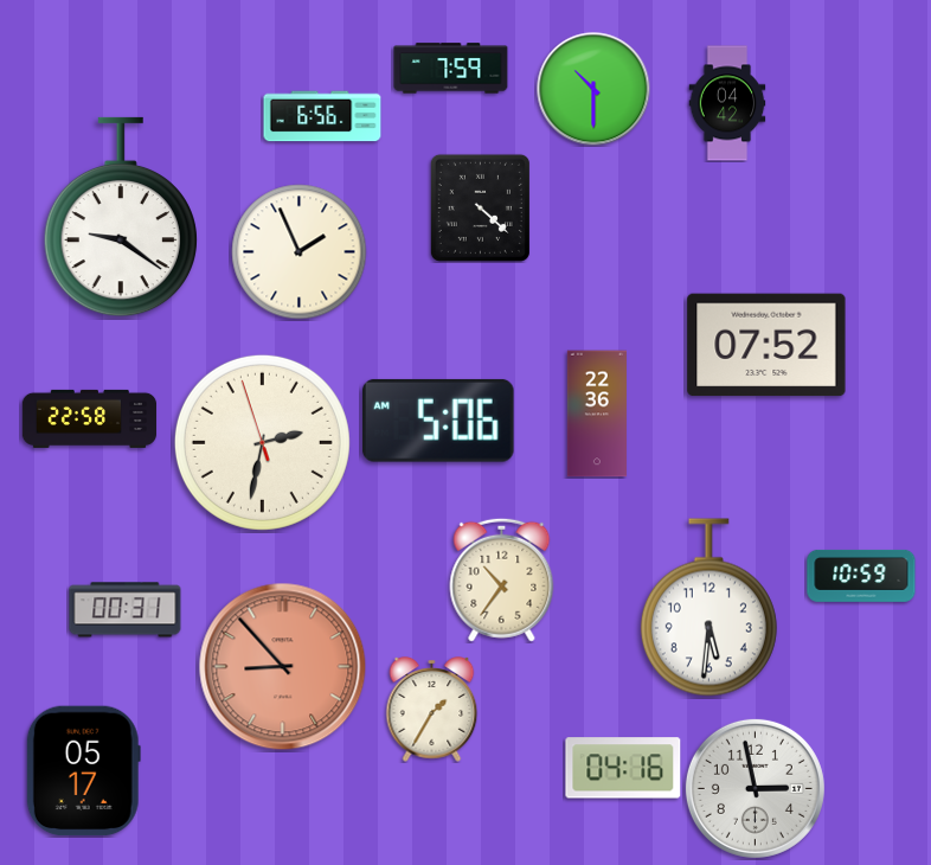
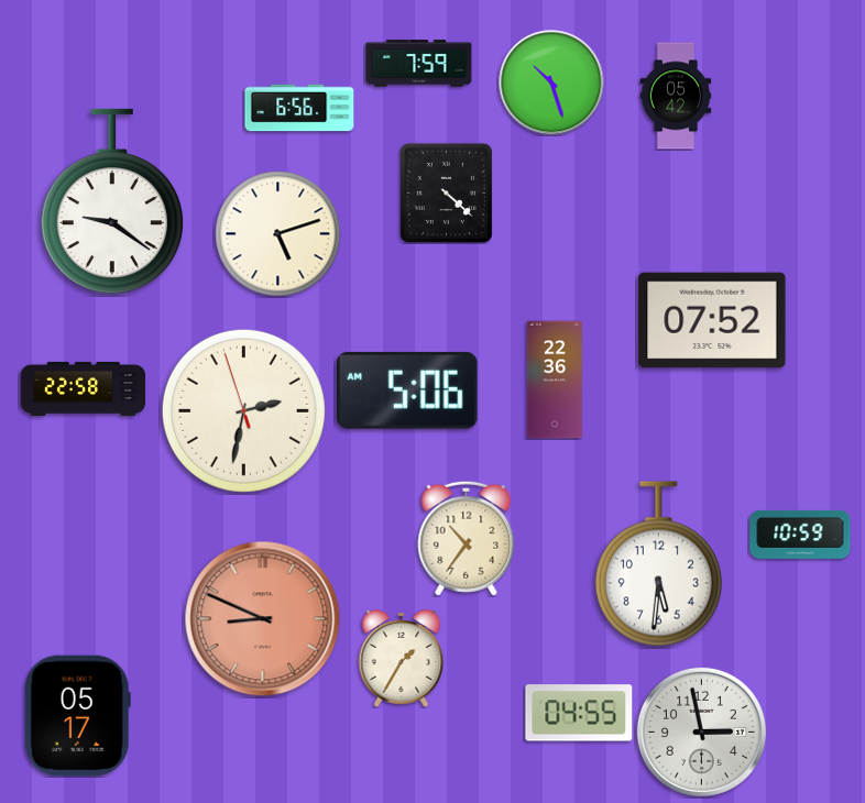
clock at (593, 89): 10:30 -> 10:27
clock at (727, 103): 04:42 -> 05:42
clock at (300, 252): 1:56 -> 5:12
clock at (596, 414) position: (596, 414) -> (554, 380)
clock at (126, 610): 00:31 -> none
clock at (283, 667): 8:53 -> 8:49
clock at (623, 768): 04:16 -> 04:55
